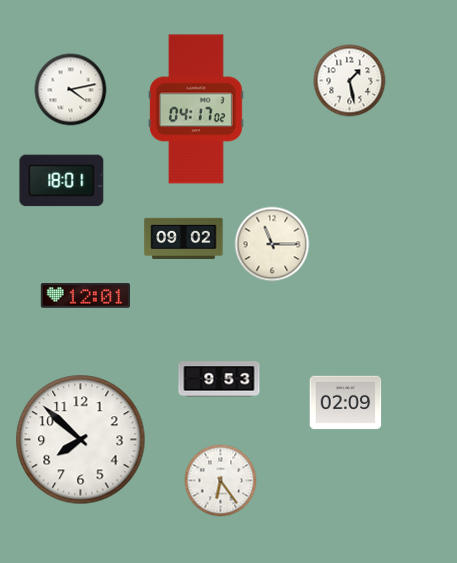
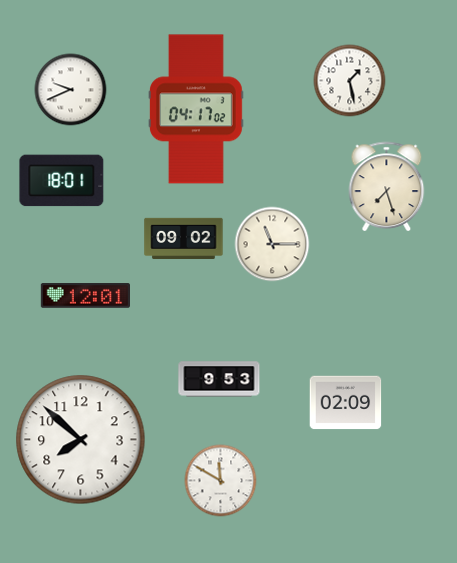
clock at (71, 90): 4:13 -> 9:41
clock at (387, 186): none -> 7:27
clock at (221, 481): 6:24 -> 11:50
